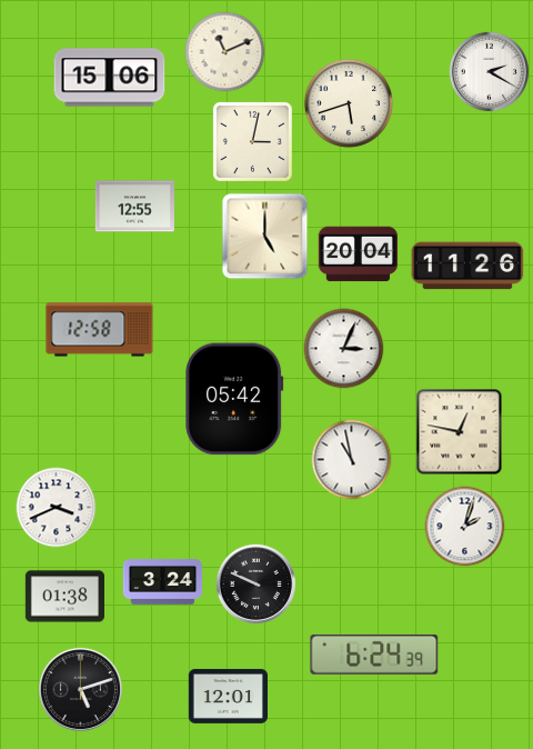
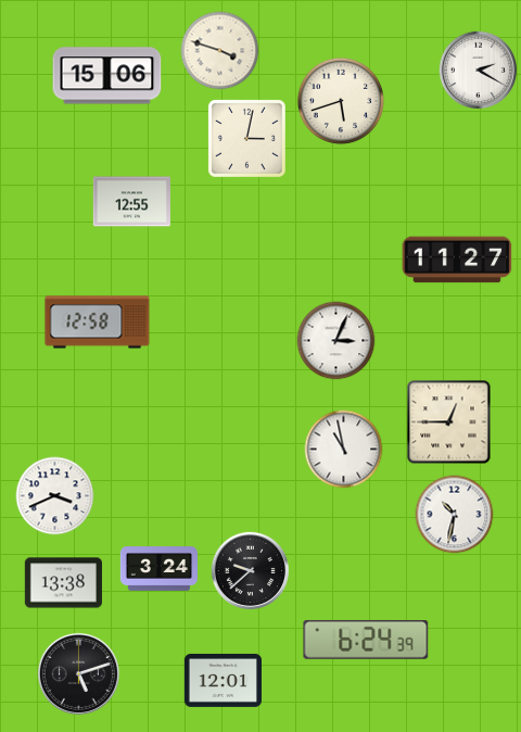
clock at (225, 52): 11:11 -> 3:48
clock at (265, 237): 5:00 -> none
clock at (358, 254): 20:04 -> none
clock at (467, 266): 11:26 -> 11:27
clock at (234, 399): 05:42 -> none
clock at (460, 432): 12:47 -> 12:45
clock at (465, 527): 2:03 -> 10:32
clock at (255, 583): 9:49 -> 9:38
clock at (64, 597): 01:38 -> 13:38
